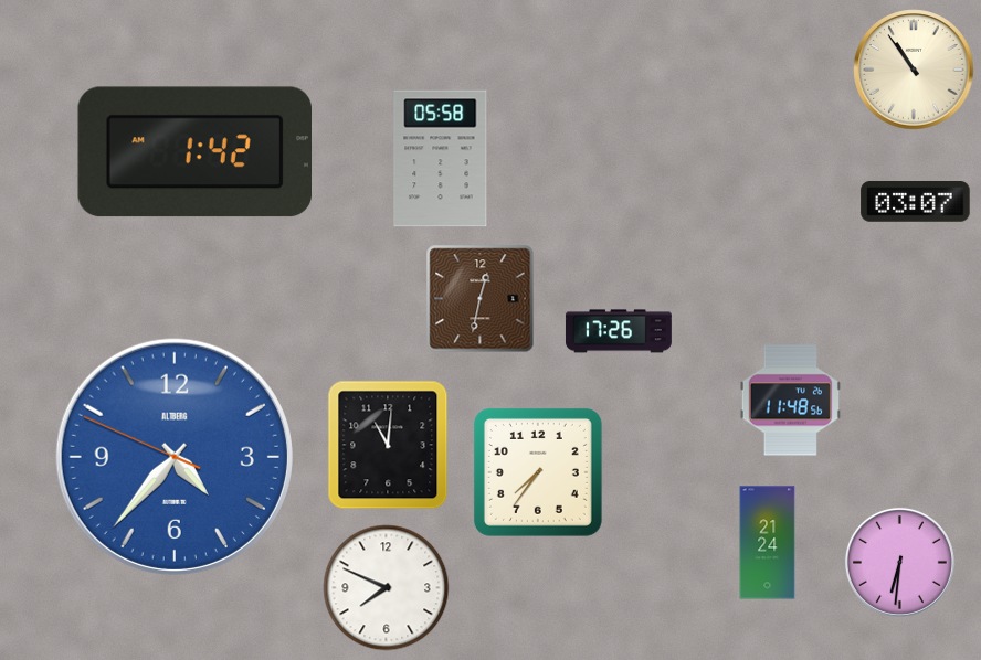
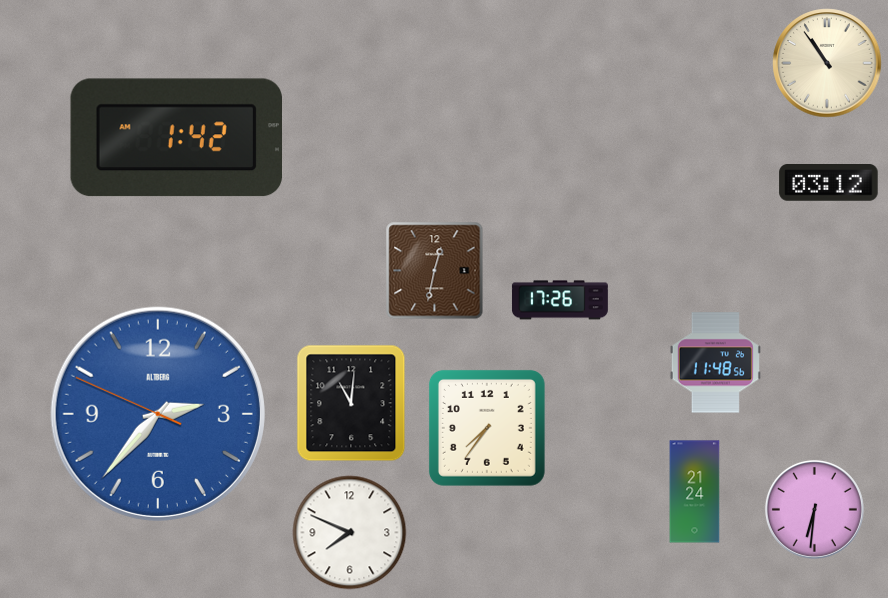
clock at (441, 159): 05:58 -> none
clock at (916, 202): 03:07 -> 03:12
clock at (175, 457): 4:36 -> 2:36
